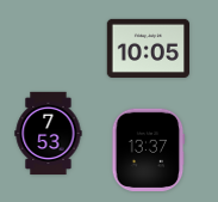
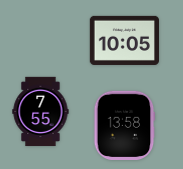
clock at (49, 134): 7:53 -> 7:55
clock at (148, 149): 13:37 -> 13:58
